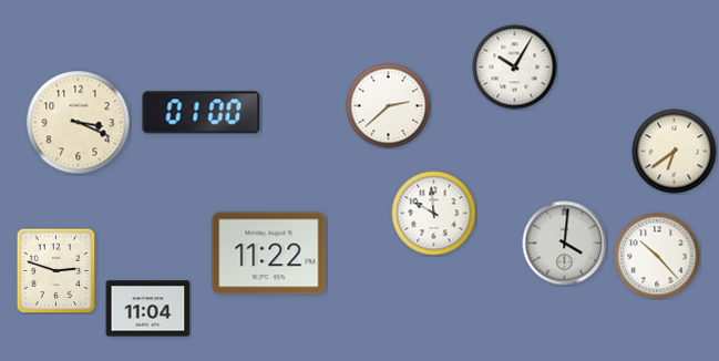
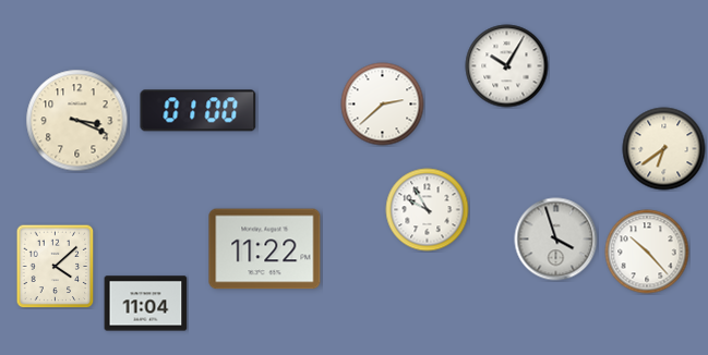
clock at (434, 214): 9:59 -> 9:55
clock at (565, 244): 4:01 -> 3:57
clock at (57, 270): 2:48 -> 4:08
